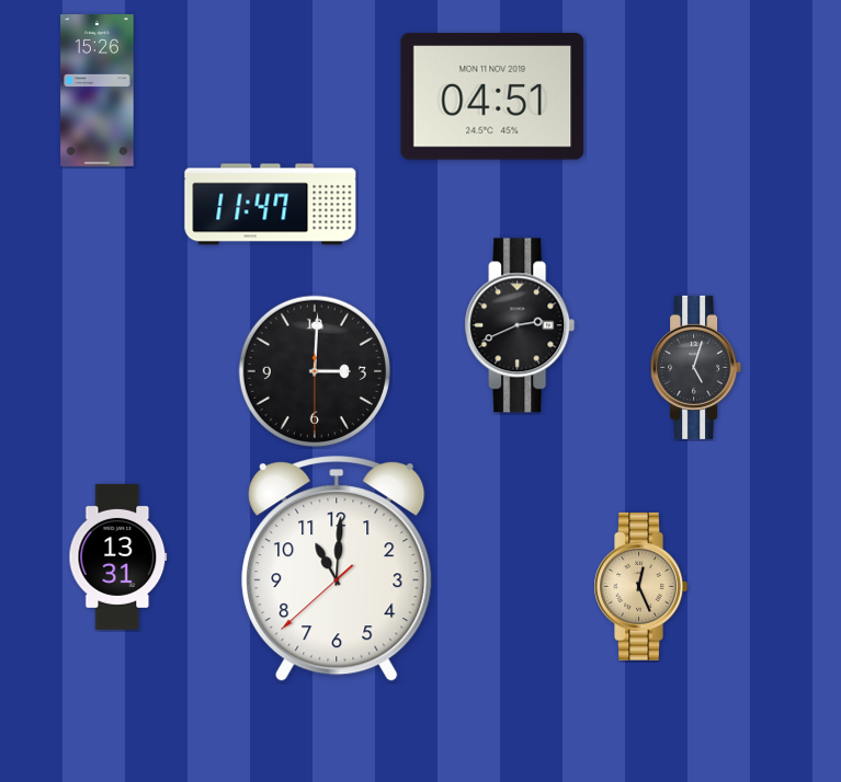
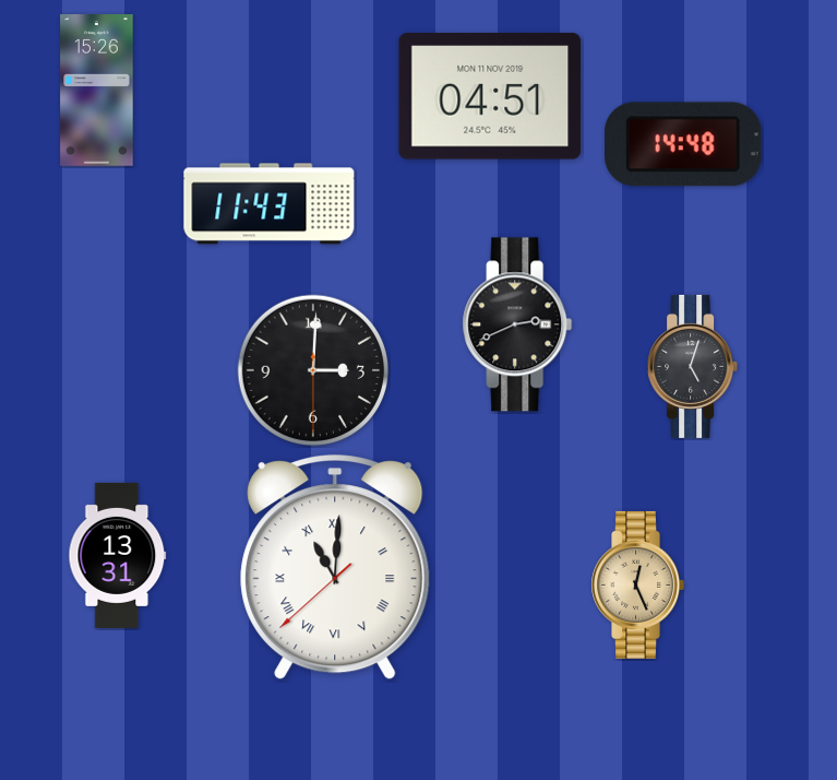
clock at (684, 144): none -> 14:48
clock at (271, 205): 11:47 -> 11:43
clock at (337, 570) numerals: Arabic -> Roman
